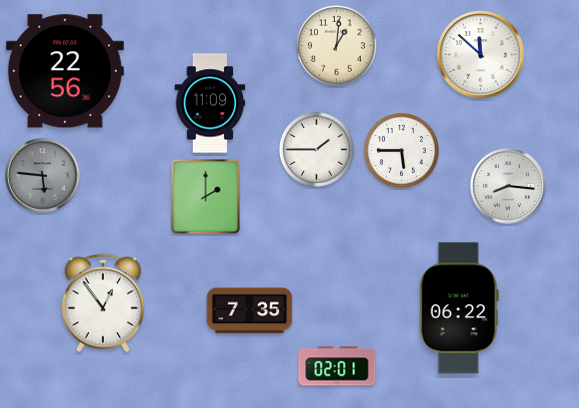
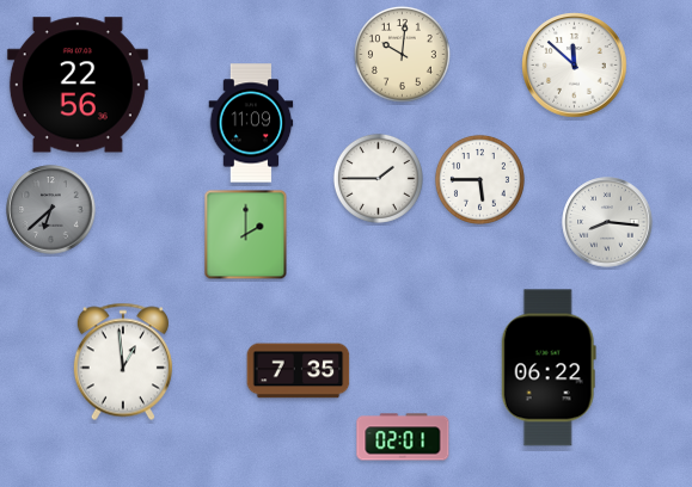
clock at (336, 45): 1:01 -> 10:01
clock at (43, 176): 5:46 -> 6:38
clock at (103, 303): 12:54 -> 12:59
